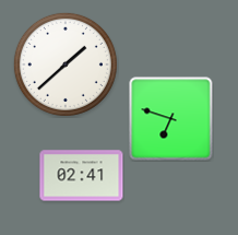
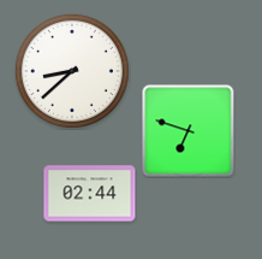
clock at (66, 64): 1:38 -> 8:38
clock at (82, 176): 02:41 -> 02:44
